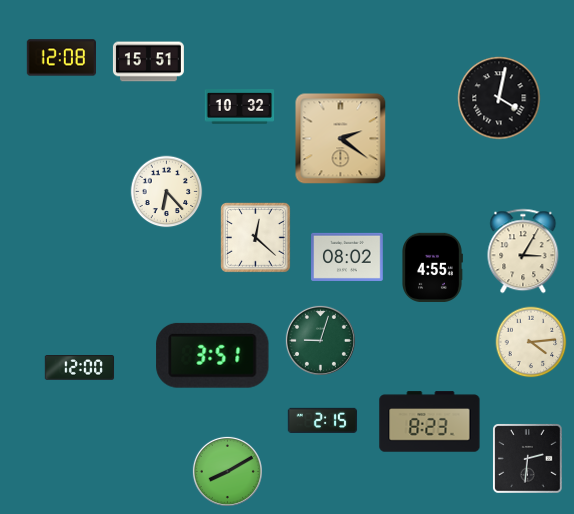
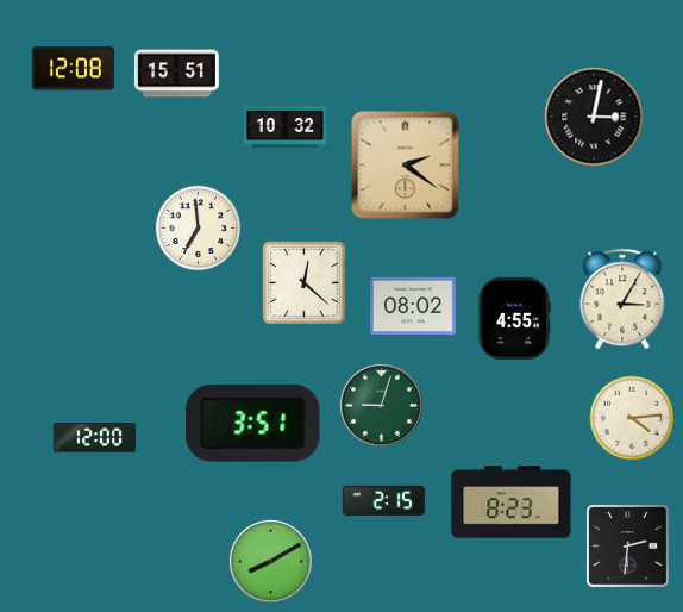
clock at (499, 98): 4:02 -> 3:02
clock at (167, 192): 6:23 -> 6:59
clock at (531, 342) position: (531, 342) -> (632, 418)
